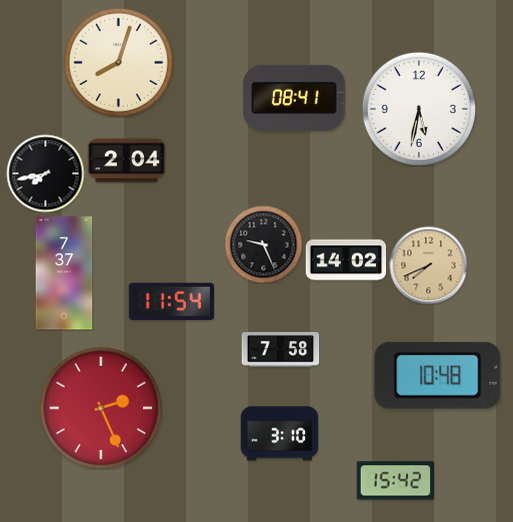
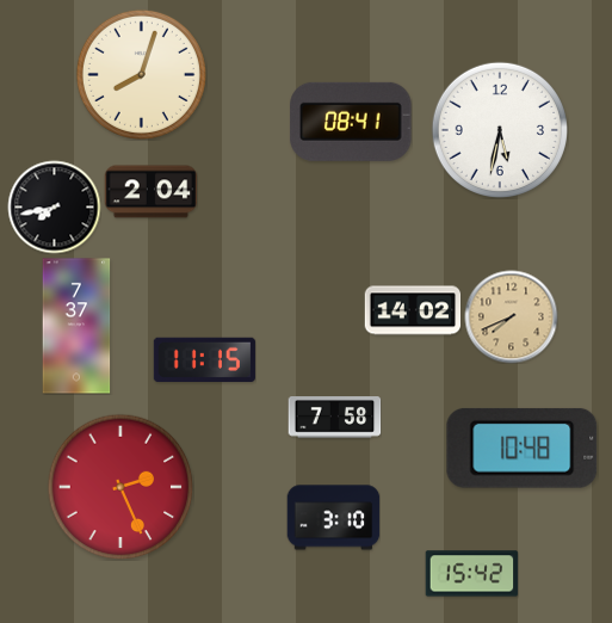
clock at (294, 98) position: (294, 98) -> (351, 122)
clock at (263, 244): 9:26 -> none
clock at (171, 301): 11:54 -> 11:15
